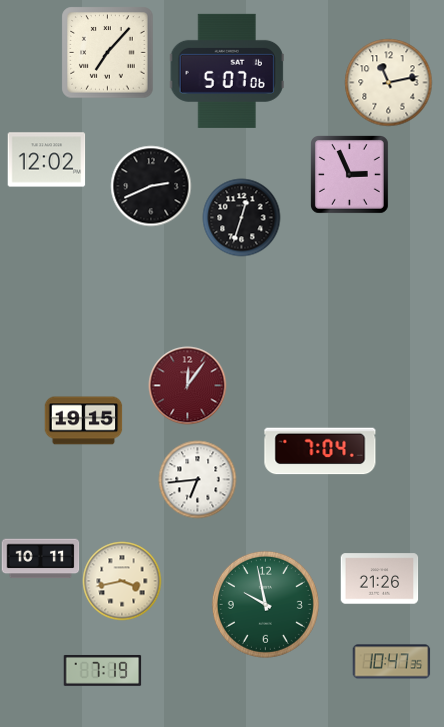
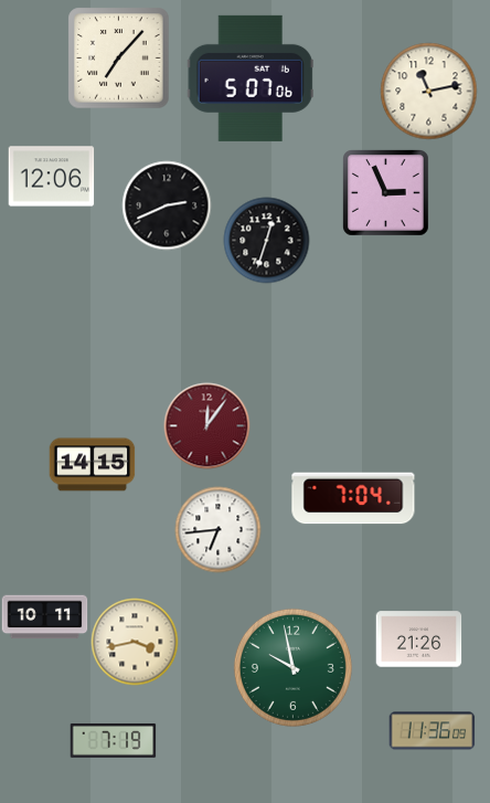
clock at (46, 160): 12:02 -> 12:06
clock at (83, 421): 19:15 -> 14:15
clock at (391, 662): 10:47 -> 11:36
